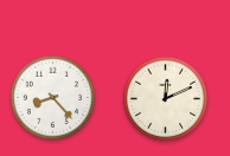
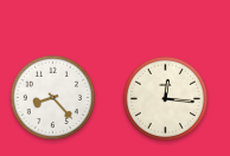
clock at (166, 99): 12:11 -> 12:16
